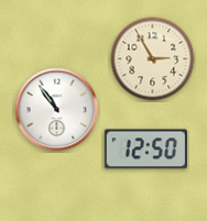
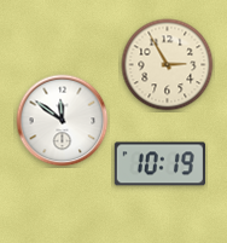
clock at (57, 110): 10:54 -> 11:51
clock at (145, 150): 12:50 -> 10:19
